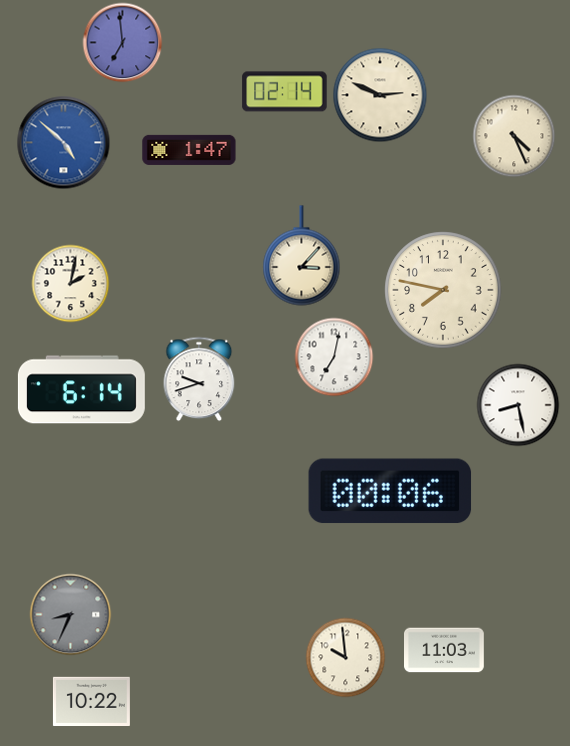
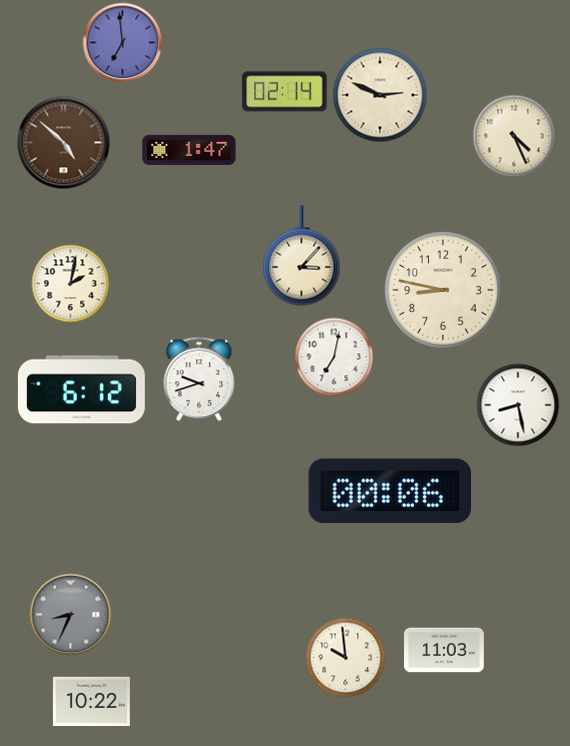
clock at (63, 142) dial: blue -> brown
clock at (443, 290): 7:47 -> 8:47
clock at (81, 390): 6:14 -> 6:12
